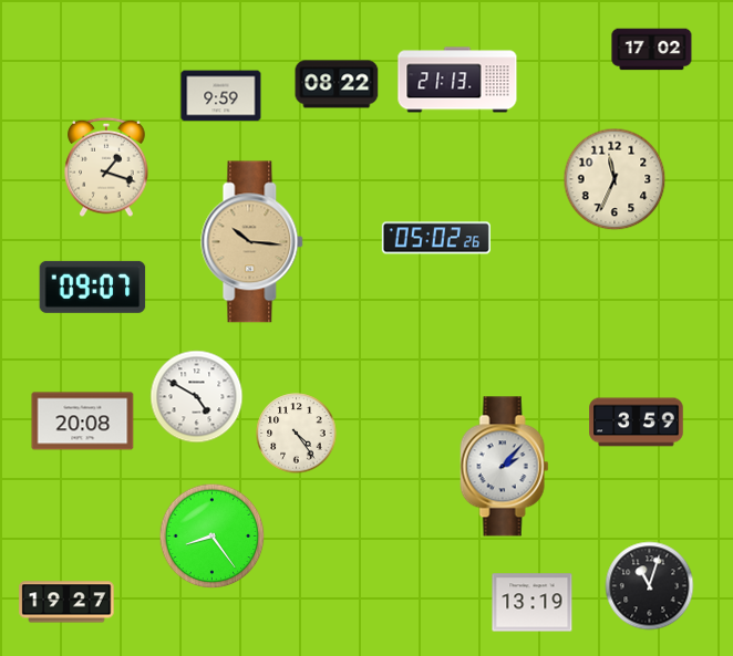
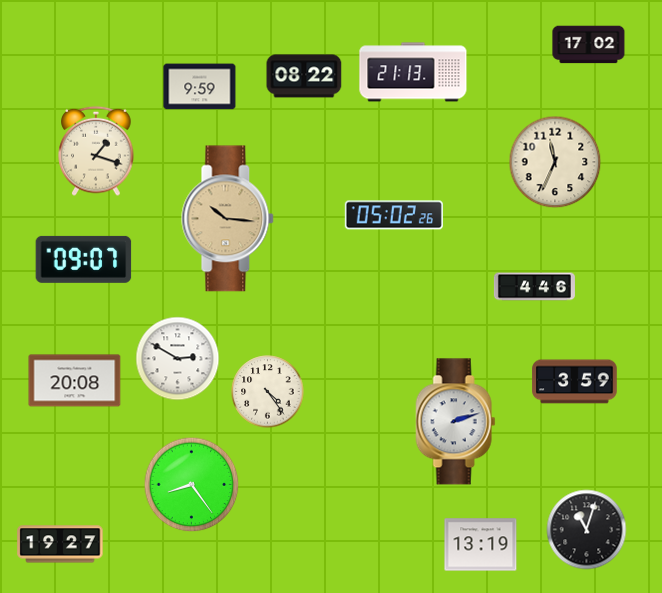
clock at (534, 287): none -> 4:46
clock at (197, 397): 4:50 -> 2:50
clock at (505, 467): 2:07 -> 2:12
